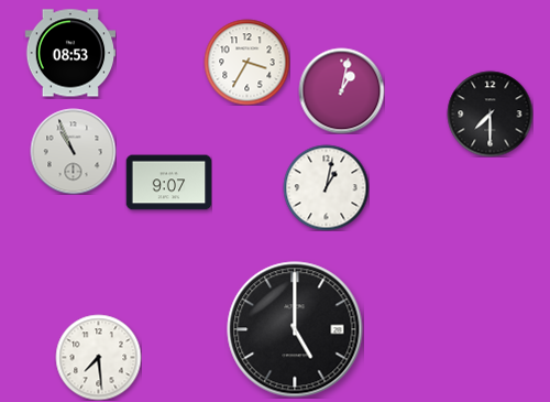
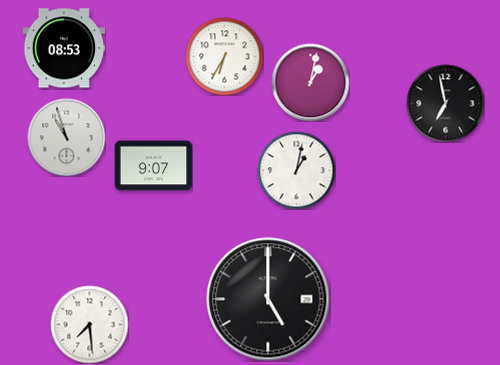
clock at (246, 62): 3:35 -> 6:35
clock at (490, 113): 7:30 -> 6:58
clock at (73, 151): 10:56 -> 10:57
